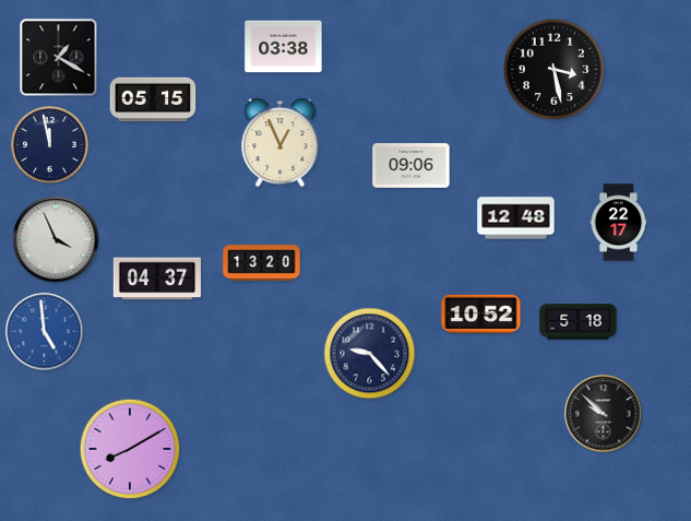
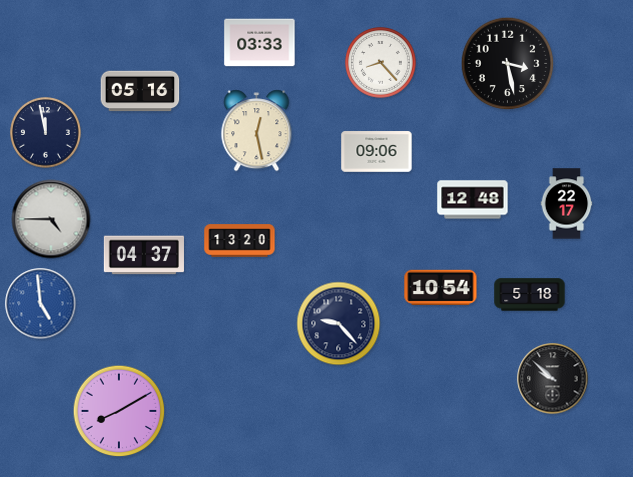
clock at (284, 47): 03:38 -> 03:33
clock at (59, 58): 1:20 -> none
clock at (381, 63): none -> 8:23
clock at (153, 99): 05:15 -> 05:16
clock at (281, 143): 12:56 -> 12:28
clock at (56, 239): 3:56 -> 4:45
clock at (481, 313): 10:52 -> 10:54
